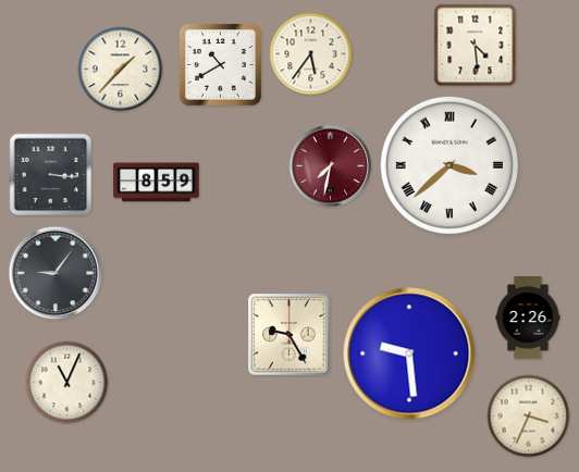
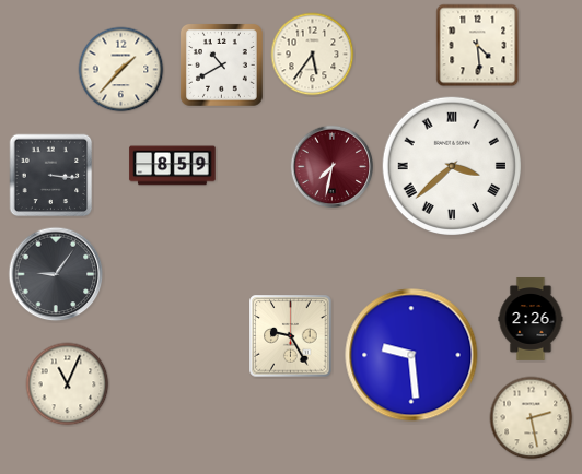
clock at (157, 183) position: (157, 183) -> (173, 166)
clock at (529, 417): 3:34 -> 2:28
